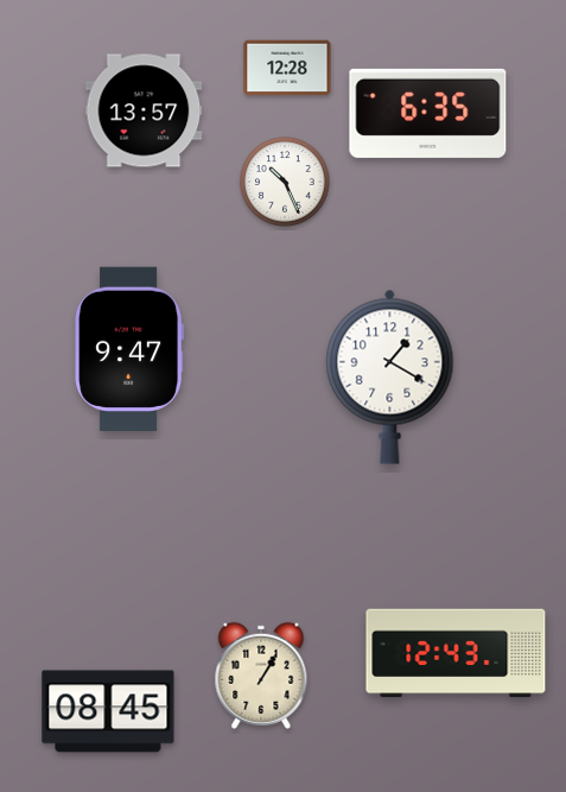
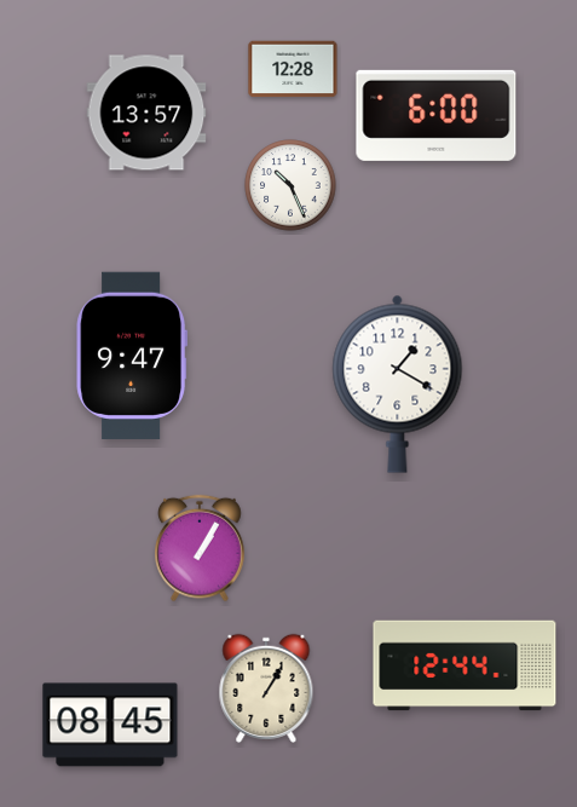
clock at (428, 113): 6:35 -> 6:00
clock at (201, 548): none -> 1:05
clock at (456, 653): 12:43 -> 12:44
